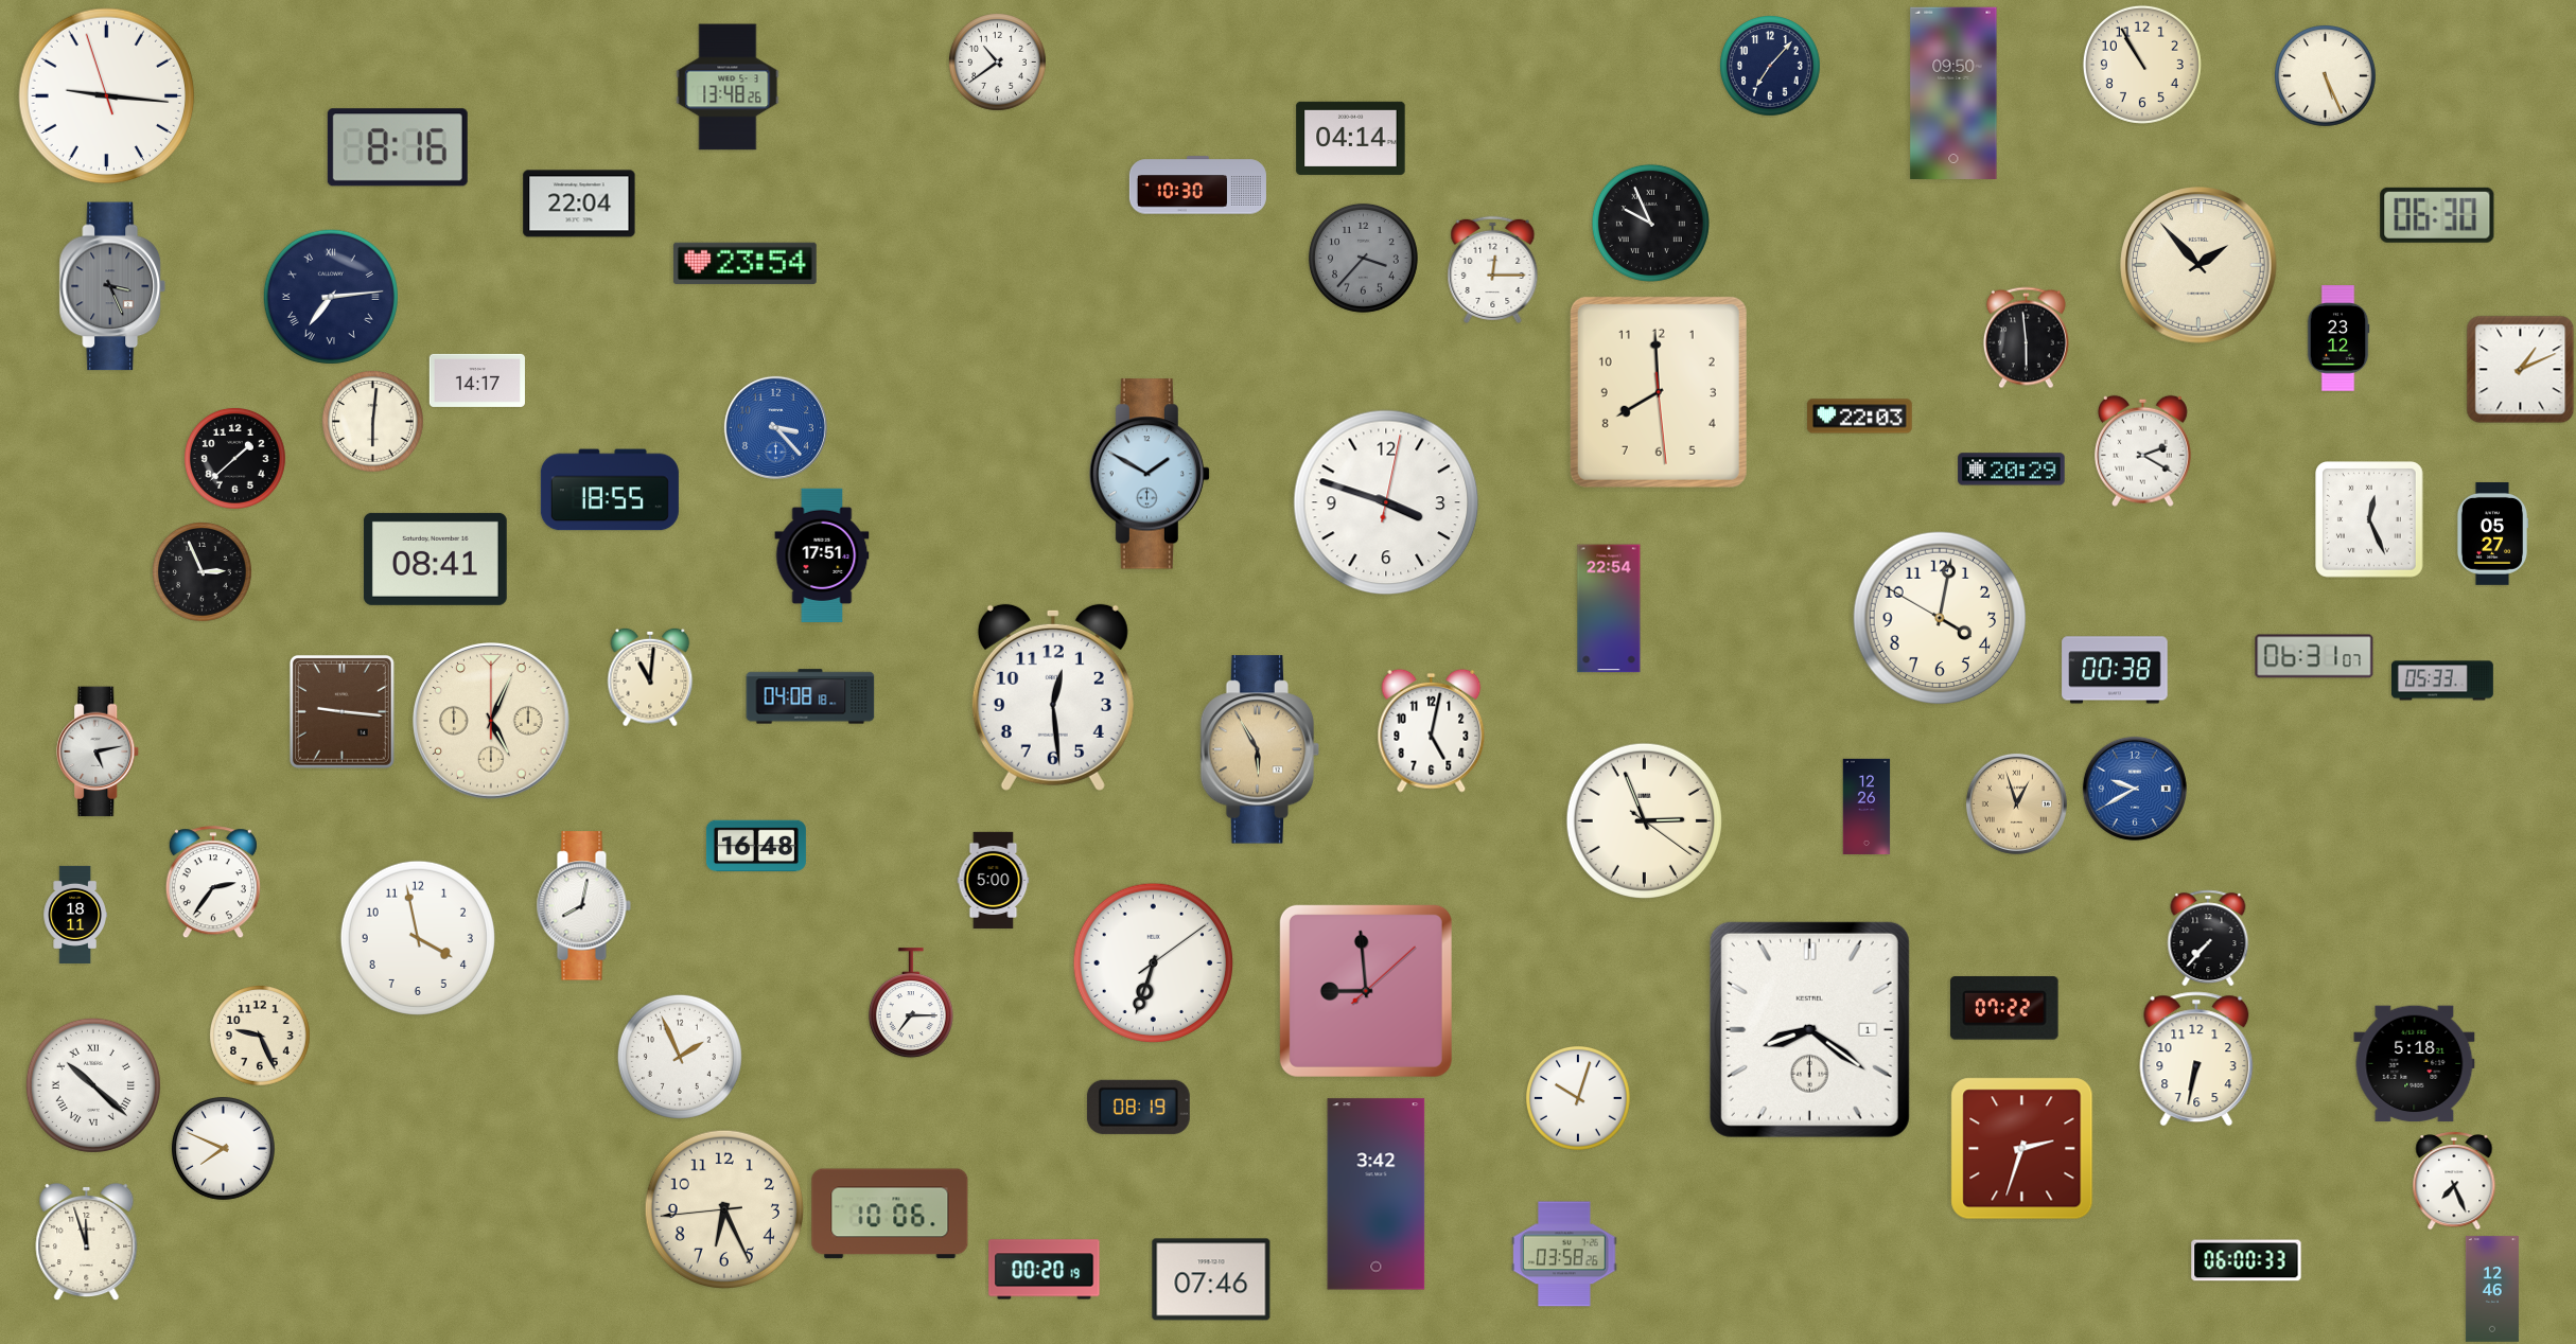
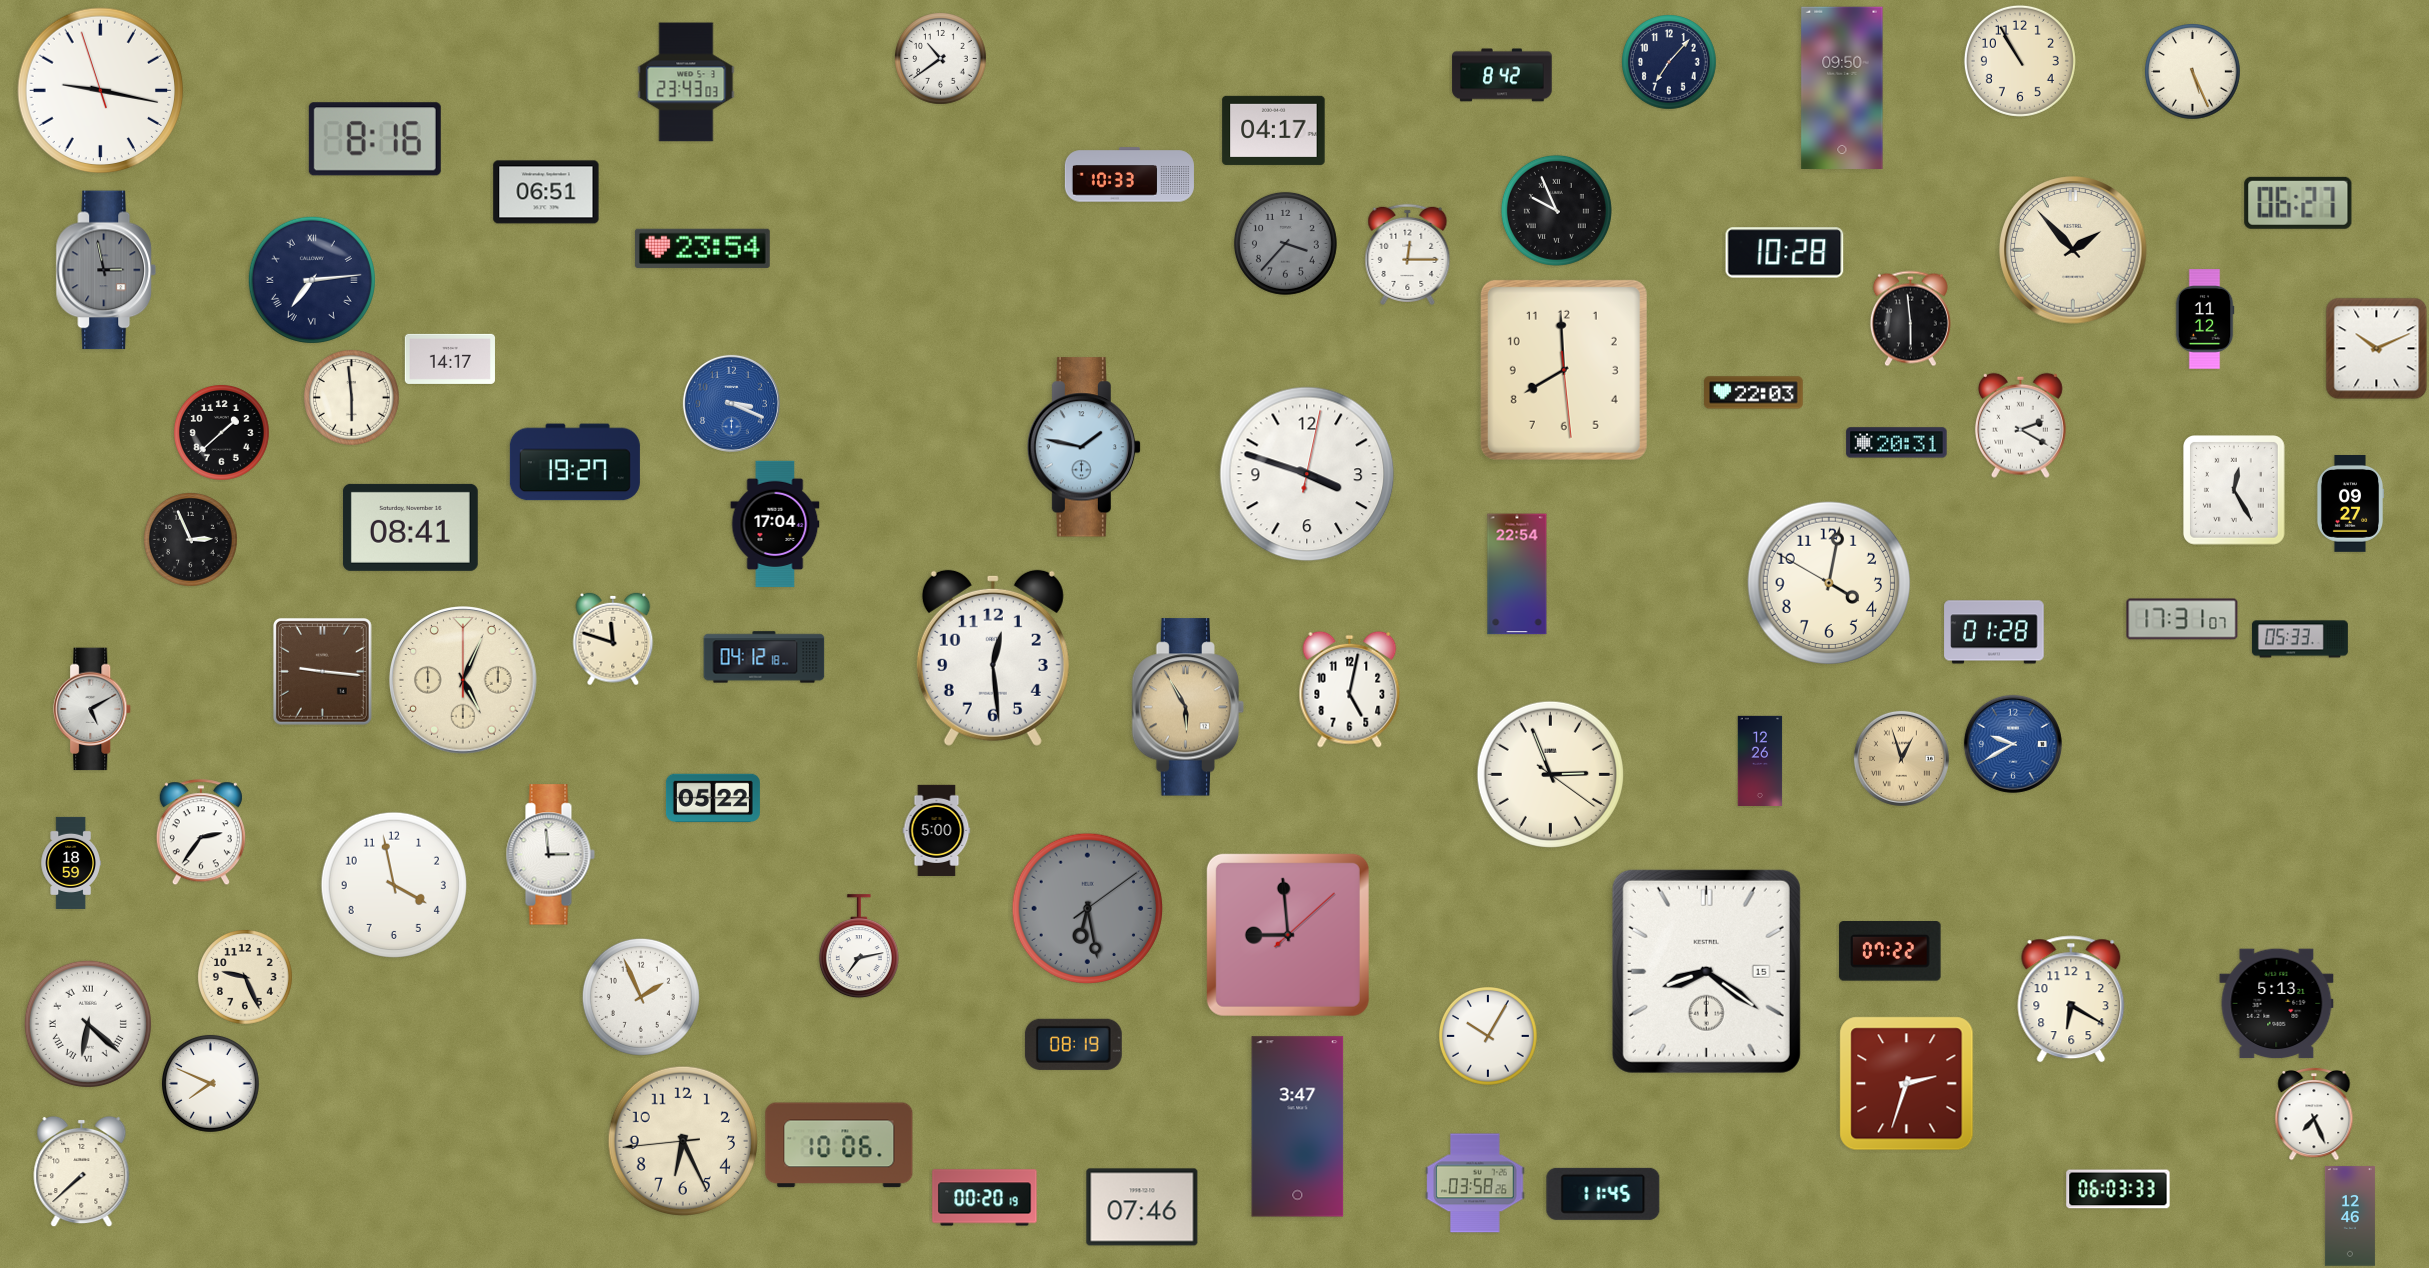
clock at (1502, 75): none -> 8:42
clock at (728, 87): 13:48 -> 23:43
clock at (107, 96): 9:15 -> 9:16
clock at (1351, 138): 04:14 -> 04:17
clock at (1197, 185): 10:30 -> 10:33
clock at (579, 204): 22:04 -> 06:51
clock at (2437, 215): 06:30 -> 06:27
clock at (1785, 253): none -> 10:28
clock at (111, 286): 3:26 -> 2:58
clock at (2338, 338): 23:12 -> 11:12
clock at (2521, 370): 1:11 -> 10:11
clock at (373, 422): 6:01 -> 5:59
clock at (775, 427): 3:23 -> 3:19
clock at (2012, 470): 20:29 -> 20:31
clock at (1149, 474): 1:50 -> 1:47
clock at (610, 490): 18:55 -> 19:27
clock at (2370, 520): 12:26 -> 12:25
clock at (2491, 534): 05:27 -> 09:27
clock at (822, 555): 17:51 -> 17:04
clock at (2314, 656): 06:31 -> 17:31
clock at (2115, 670): 00:38 -> 01:28
clock at (650, 677): 11:01 -> 11:48
clock at (2442, 680) position: (2442, 680) -> (2300, 639)
clock at (810, 696): 04:08 -> 04:12
clock at (99, 751): 5:13 -> 5:10
clock at (756, 846): 16:48 -> 05:22
clock at (583, 906): 8:02 -> 2:59
clock at (75, 915): 18:11 -> 18:59
clock at (2208, 938): 7:37 -> none
clock at (1153, 962): 6:33 -> 6:28
clock at (1153, 962) dial: white -> grey
clock at (911, 1004): 7:15 -> 7:13
clock at (1809, 1029) date: 1 -> 15
clock at (2196, 1059): 6:32 -> 6:20
clock at (2415, 1064): 5:18 -> 5:13
clock at (93, 1085): 10:22 -> 6:22
clock at (1578, 1098): 10:03 -> 10:05
clock at (1377, 1195): 3:42 -> 3:47
clock at (87, 1242): 11:57 -> 7:38
clock at (2246, 1260): 06:00 -> 06:03
clock at (1603, 1194): none -> 11:45
